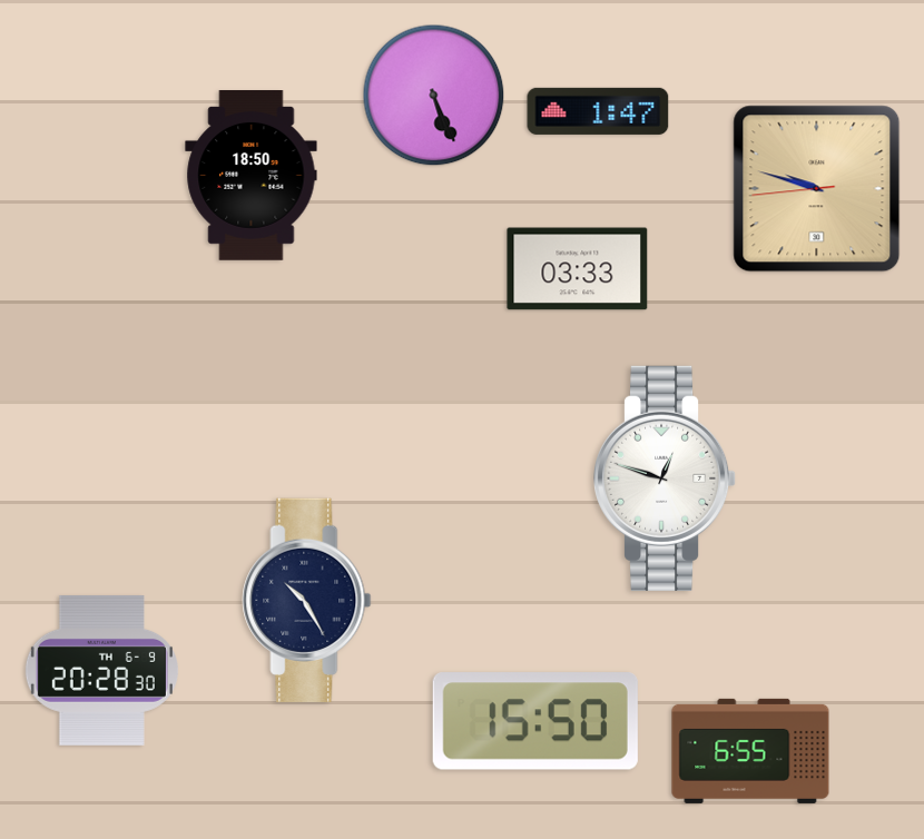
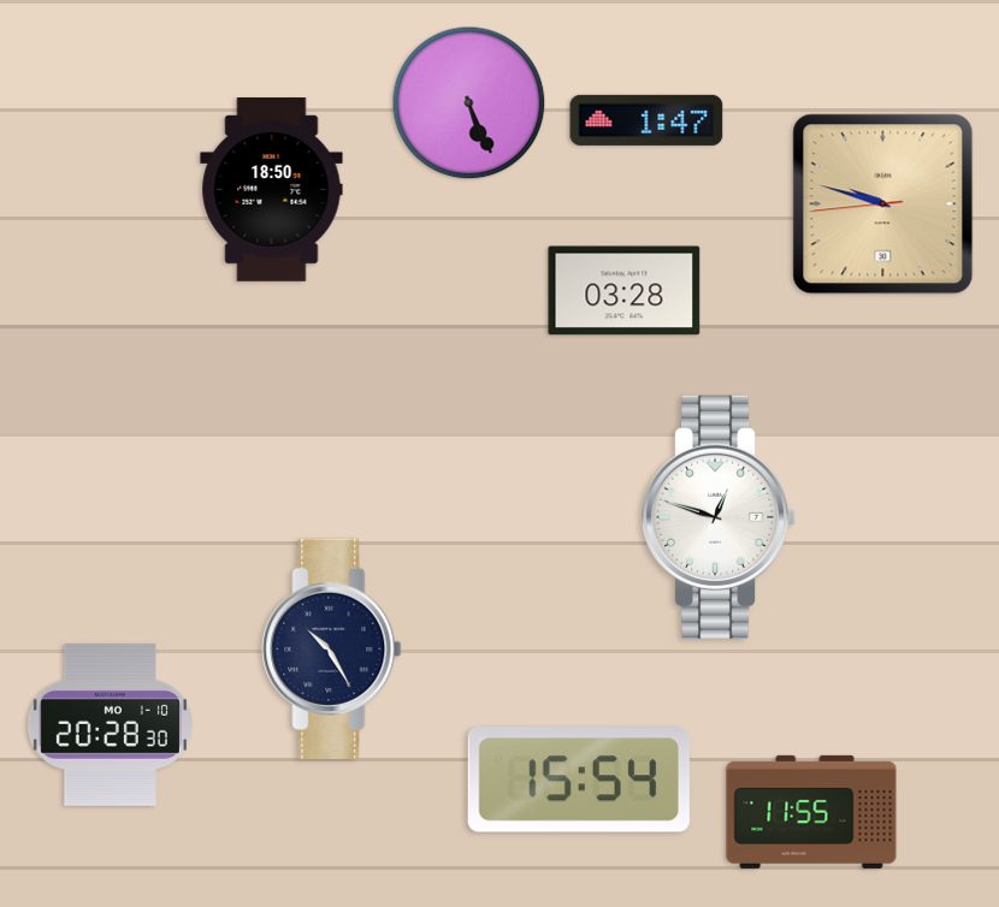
clock at (578, 269): 03:33 -> 03:28
clock at (101, 671) date: TH 6-9 -> MO 1-10
clock at (535, 721): 15:50 -> 15:54
clock at (750, 751): 6:55 -> 11:55
